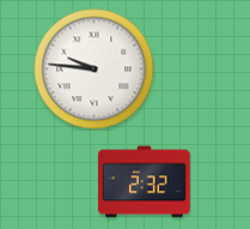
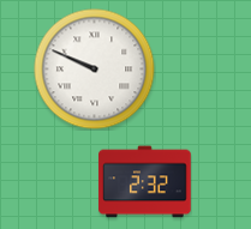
clock at (94, 70): 9:46 -> 9:49
